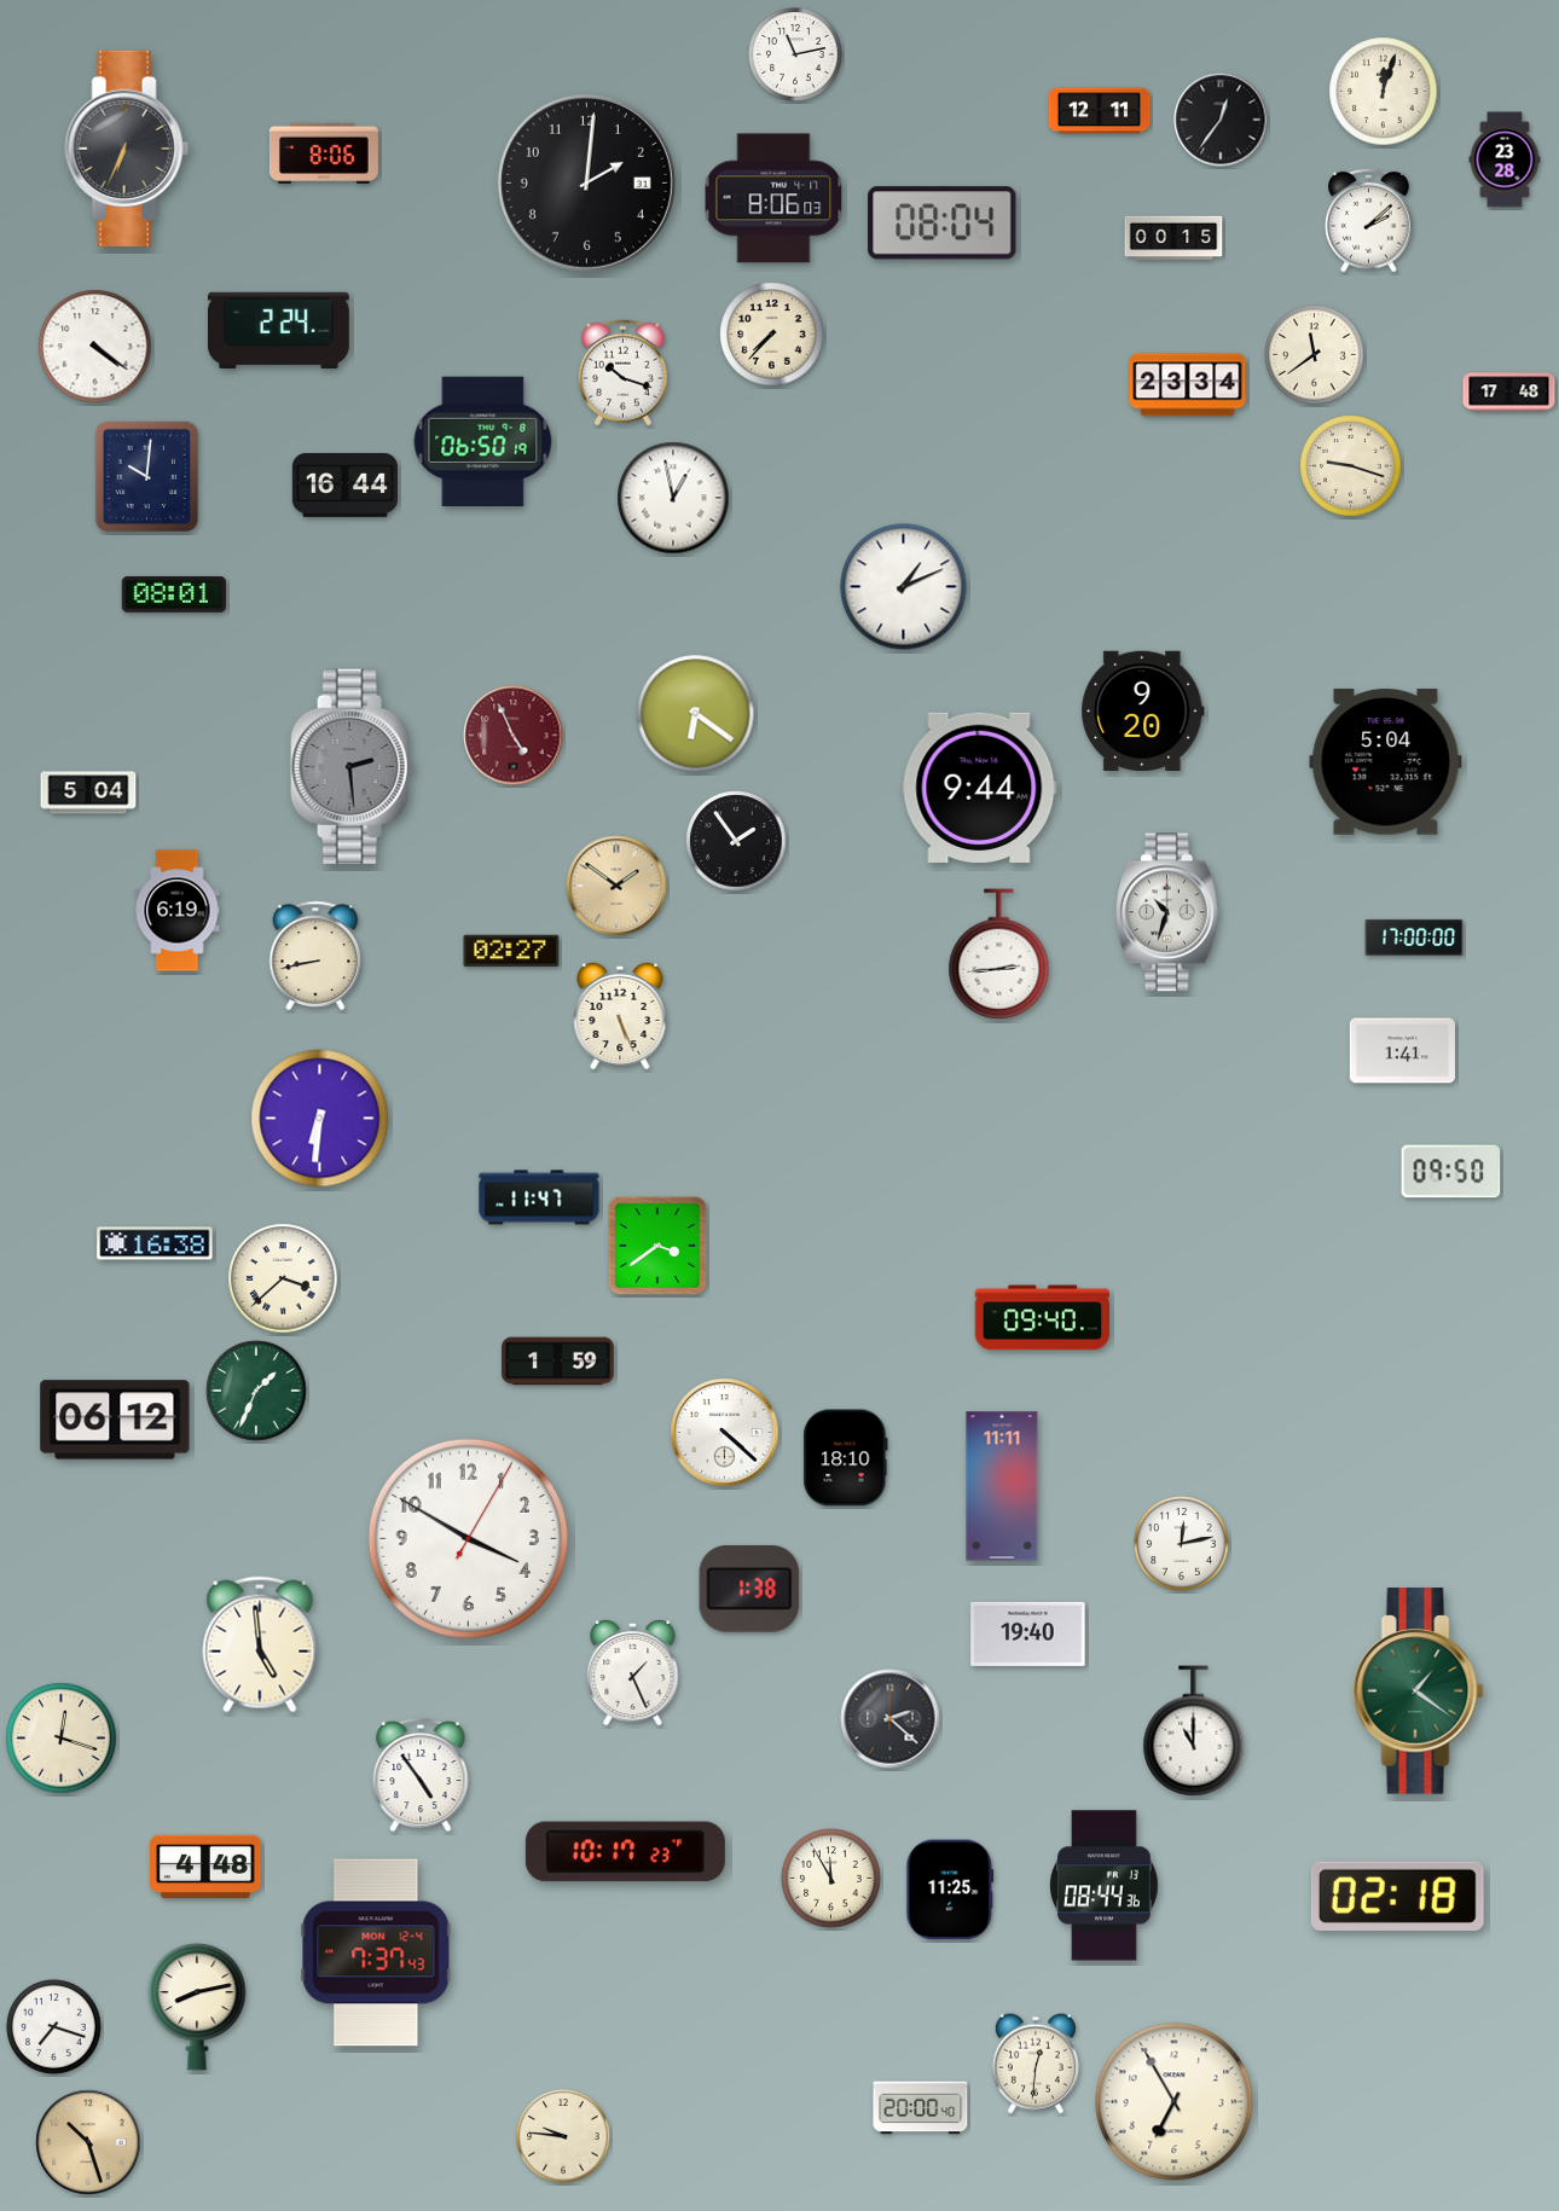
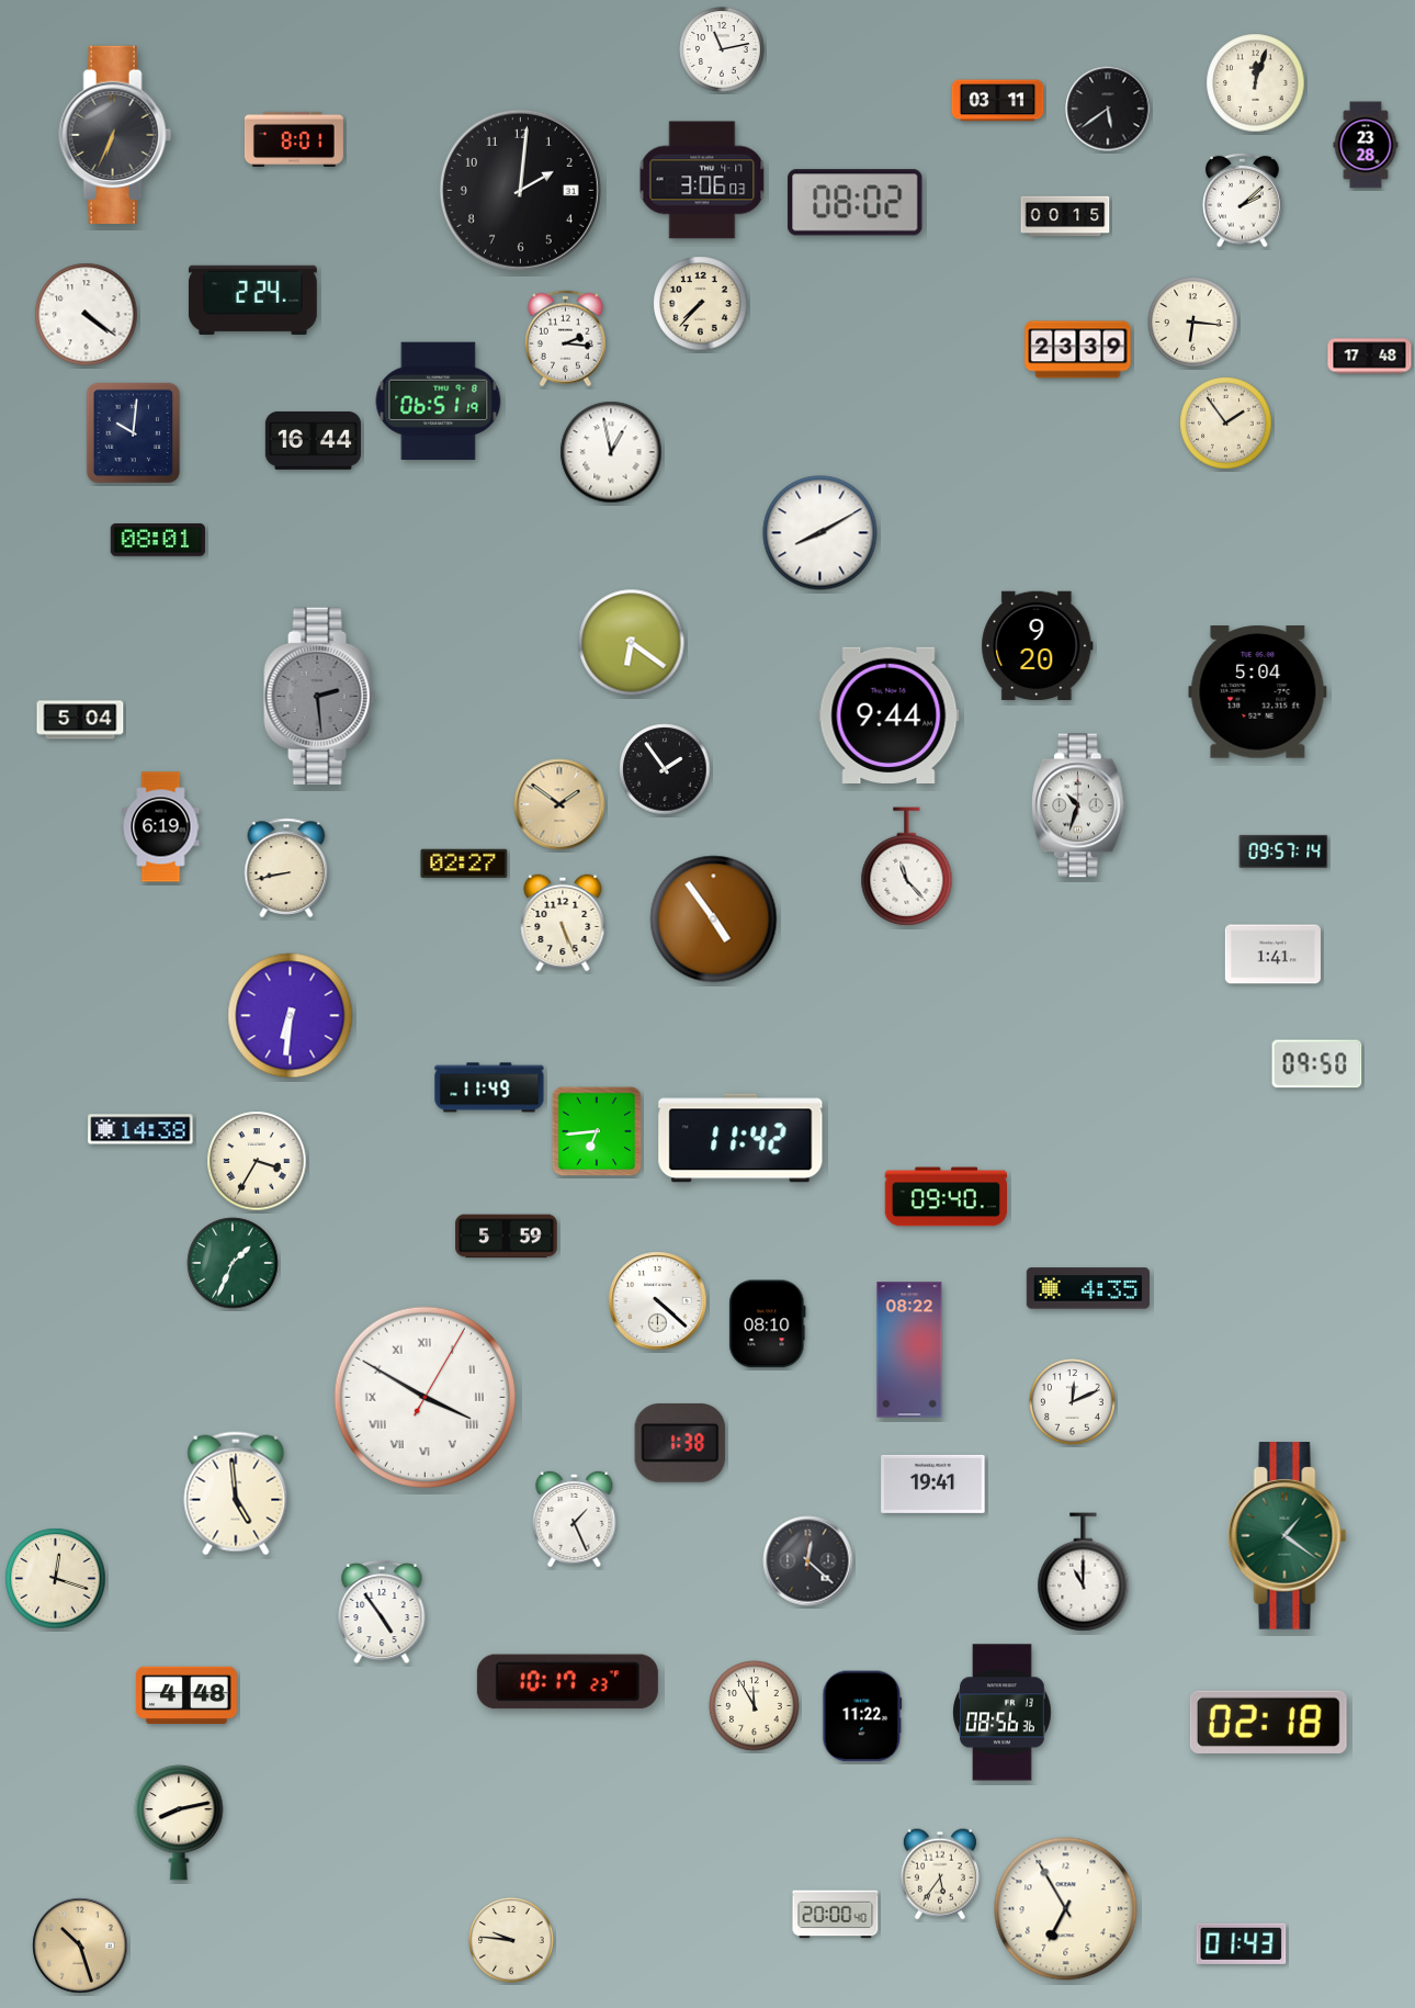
clock at (1100, 111): 12:11 -> 03:11
clock at (1221, 120): 12:36 -> 5:39
clock at (324, 153): 8:06 -> 8:01
clock at (586, 182) position: (586, 182) -> (520, 190)
clock at (773, 198): 8:06 -> 3:06
clock at (943, 224): 08:04 -> 08:02
clock at (1315, 355): 11:39 -> 6:16
clock at (622, 373): 10:18 -> 2:16
clock at (1188, 385): 23:34 -> 23:39
clock at (483, 442): 06:50 -> 06:51
clock at (1351, 466): 9:18 -> 1:54
clock at (904, 587): 1:11 -> 8:10
clock at (696, 714) position: (696, 714) -> (632, 643)
clock at (514, 736): 4:56 -> none
clock at (736, 841) position: (736, 841) -> (665, 769)
clock at (1167, 912) position: (1167, 912) -> (1078, 805)
clock at (1414, 938): 17:00 -> 09:57
clock at (999, 954): 2:44 -> 11:23
clock at (714, 920): none -> 4:54
clock at (539, 1197): 11:47 -> 11:49
clock at (155, 1243): 16:38 -> 14:38
clock at (657, 1246): 3:39 -> 6:44
clock at (740, 1138): none -> 11:42
clock at (283, 1278): 3:38 -> 3:35
clock at (558, 1362): 1:59 -> 5:59
clock at (1088, 1288): none -> 4:35
clock at (115, 1420): 06:12 -> none
clock at (846, 1458): 18:10 -> 08:10
clock at (1002, 1486): 11:11 -> 08:22
clock at (468, 1538) numerals: Arabic -> Roman
clock at (1182, 1544): 12:13 -> 12:11
clock at (1028, 1633): 19:40 -> 19:41
clock at (891, 1719): 2:22 -> 12:22
clock at (1105, 1886): 08:44 -> 08:56
clock at (950, 1890): 11:25 -> 11:22
clock at (376, 1952): 7:37 -> none
clock at (54, 2027): 7:18 -> none
clock at (1036, 2064): 12:31 -> 5:36
clock at (1242, 1943): none -> 01:43
